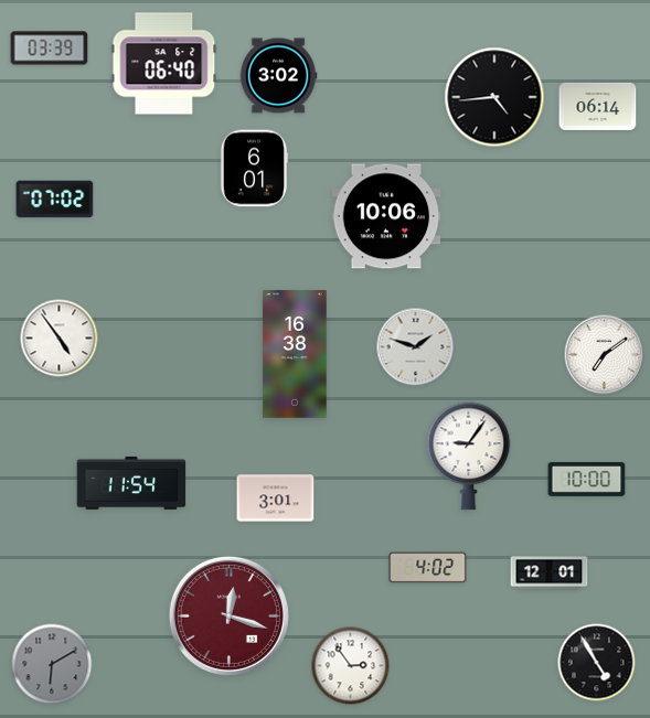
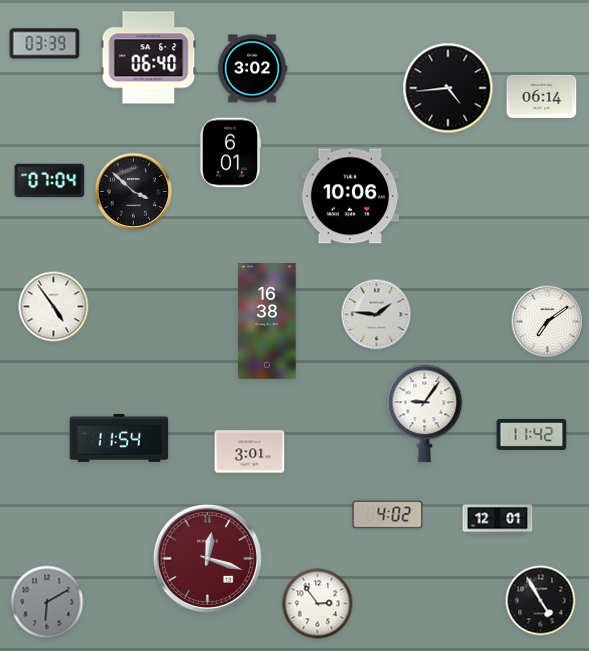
clock at (55, 200): 07:02 -> 07:04
clock at (133, 191): none -> 3:52
clock at (416, 347): 1:48 -> 1:46
clock at (587, 480): 10:00 -> 11:42
